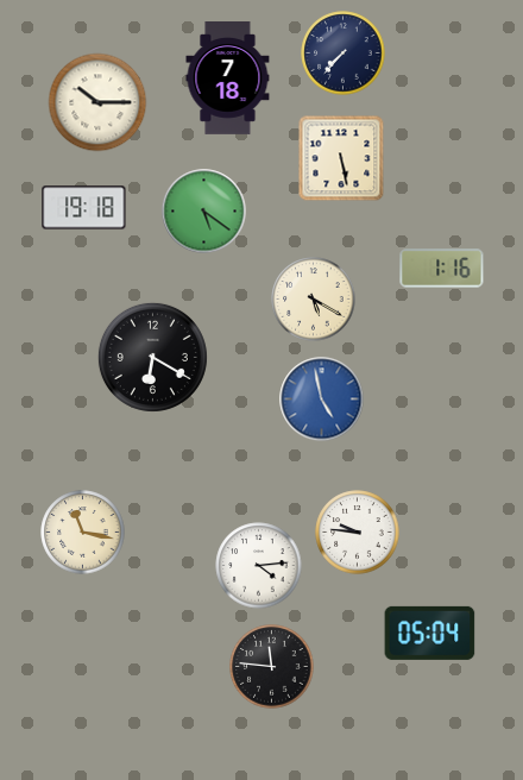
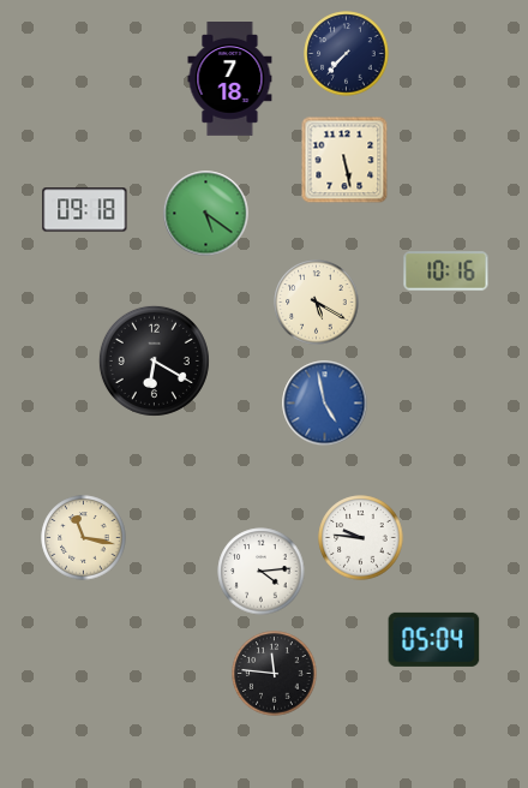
clock at (97, 102): 10:15 -> none
clock at (84, 208): 19:18 -> 09:18
clock at (442, 269): 1:16 -> 10:16
